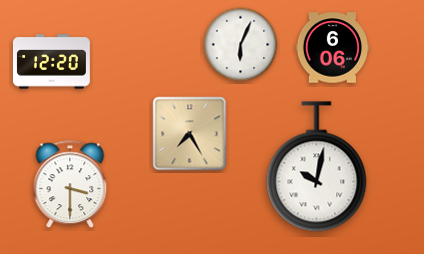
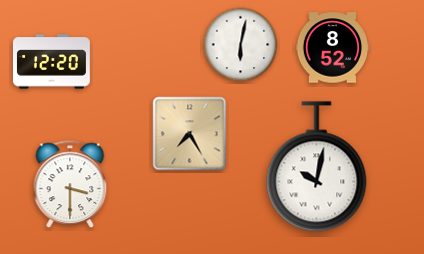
clock at (241, 45): 6:04 -> 6:02
clock at (333, 48): 6:06 -> 8:52
